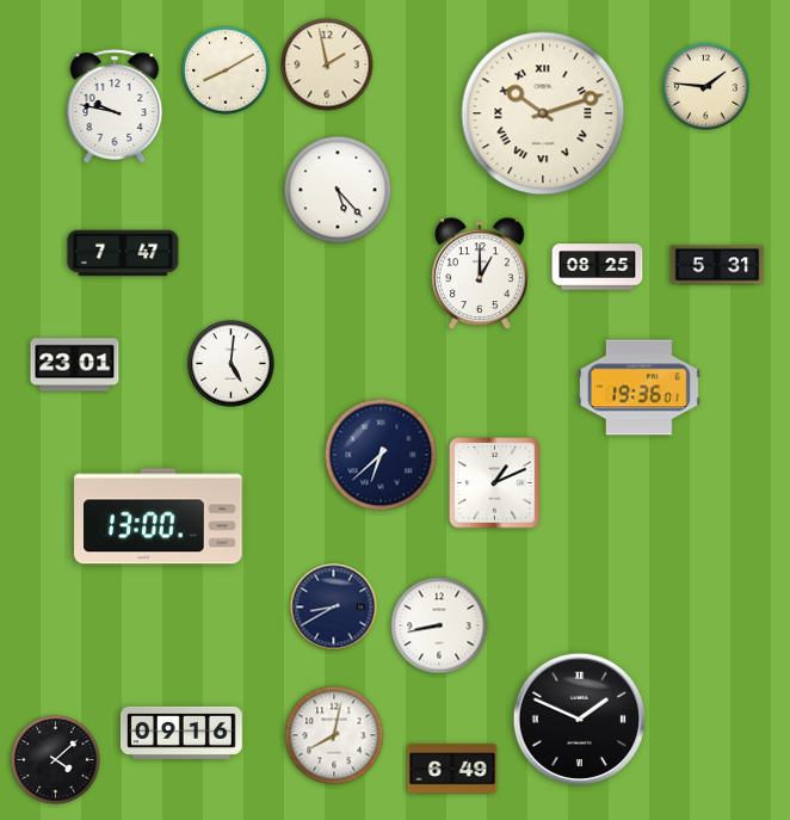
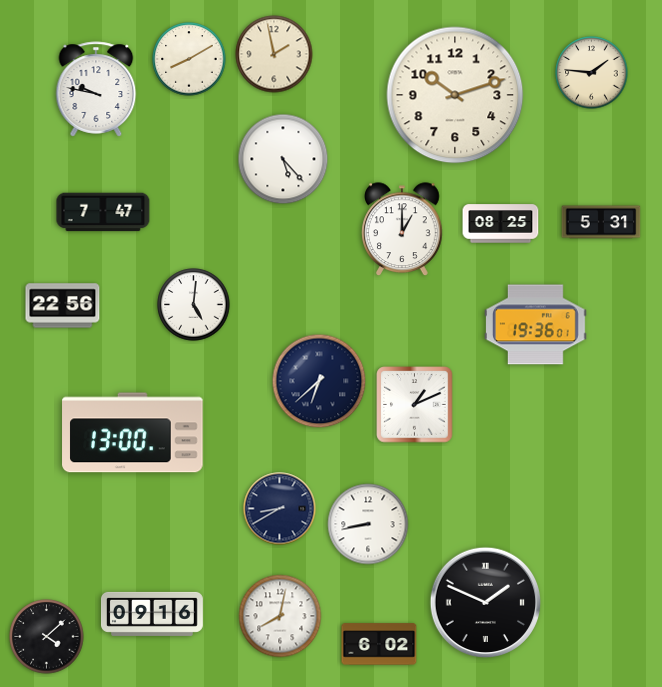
clock at (543, 113) numerals: Roman -> Arabic
clock at (75, 365): 23:01 -> 22:56
clock at (452, 769): 6:49 -> 6:02
